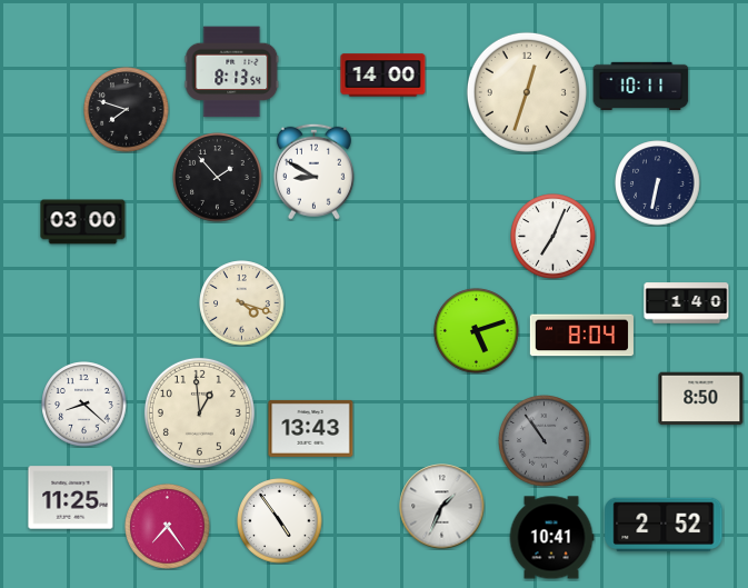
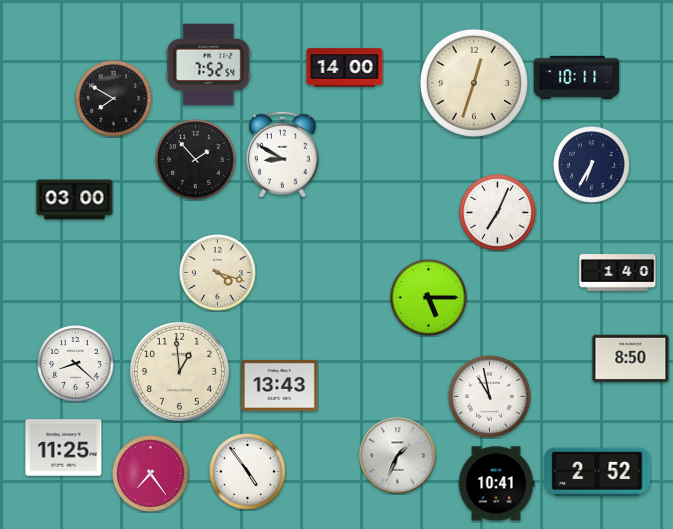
clock at (232, 72): 8:13 -> 7:52
clock at (127, 110): 7:48 -> 7:50
clock at (658, 183): 6:32 -> 6:35
clock at (477, 331): 5:12 -> 5:15
clock at (581, 336): 8:04 -> none
clock at (545, 441): 10:54 -> 10:58
clock at (545, 441) dial: grey -> white
clock at (280, 521) position: (280, 521) -> (248, 472)
